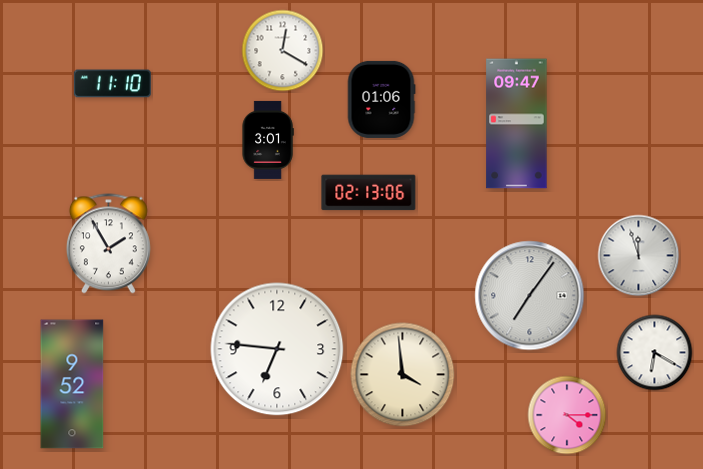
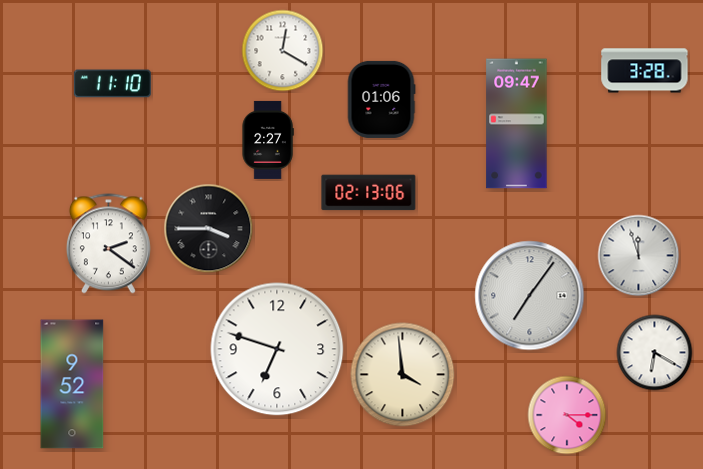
clock at (645, 71): none -> 3:28
clock at (268, 140): 3:01 -> 2:27
clock at (209, 229): none -> 3:45
clock at (108, 244): 1:55 -> 2:21
clock at (277, 349): 6:46 -> 6:48
